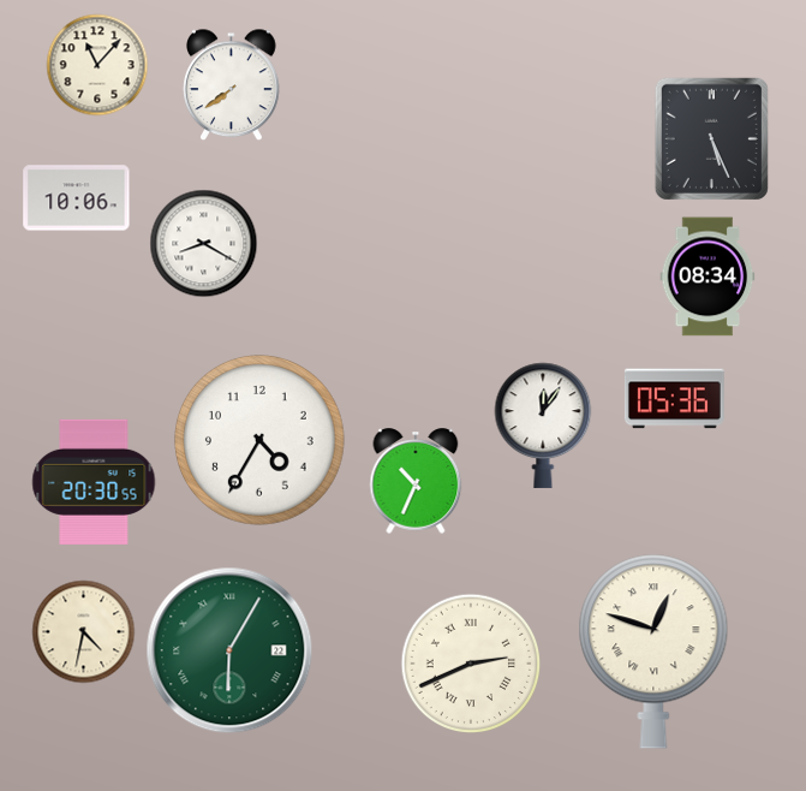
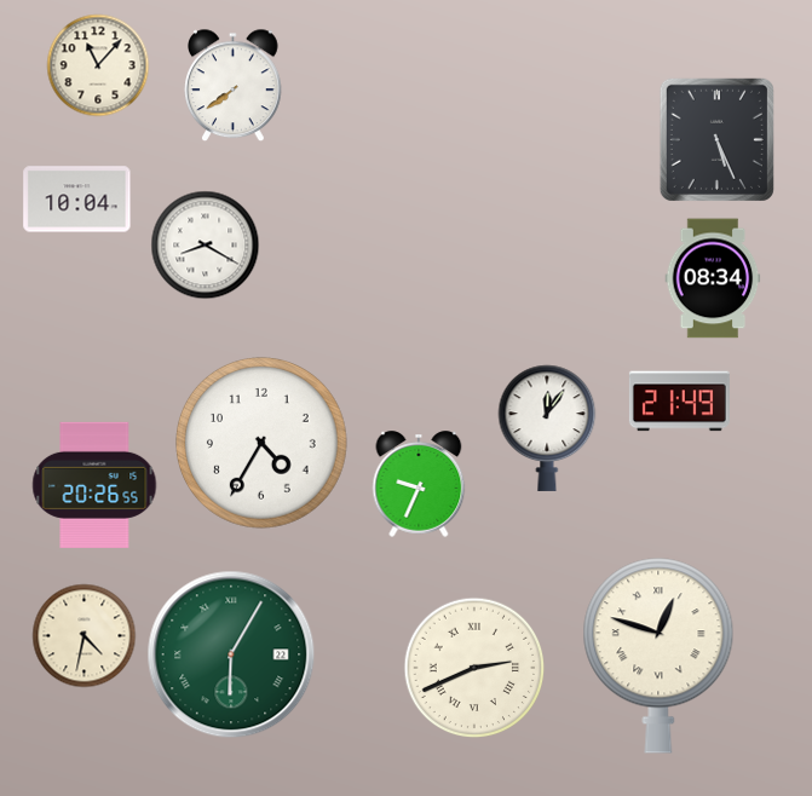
clock at (77, 198): 10:06 -> 10:04
clock at (674, 399): 05:36 -> 21:49
clock at (416, 481): 10:34 -> 9:34
clock at (94, 482): 20:30 -> 20:26
